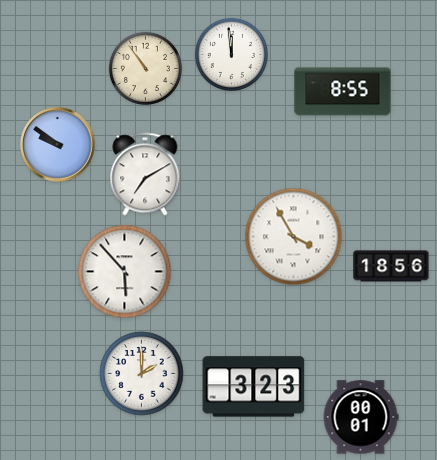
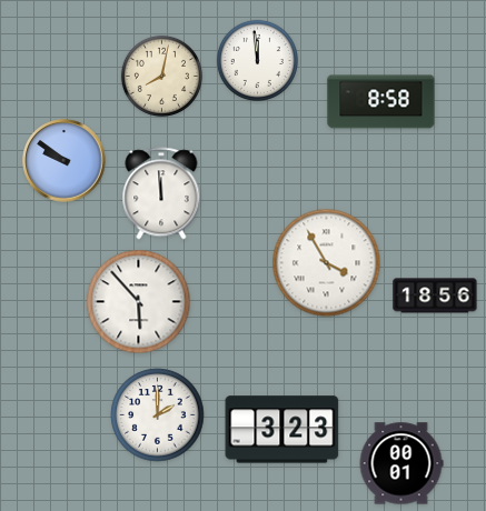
clock at (145, 68): 10:54 -> 8:02
clock at (343, 92): 8:55 -> 8:58
clock at (145, 174): 7:10 -> 11:59
